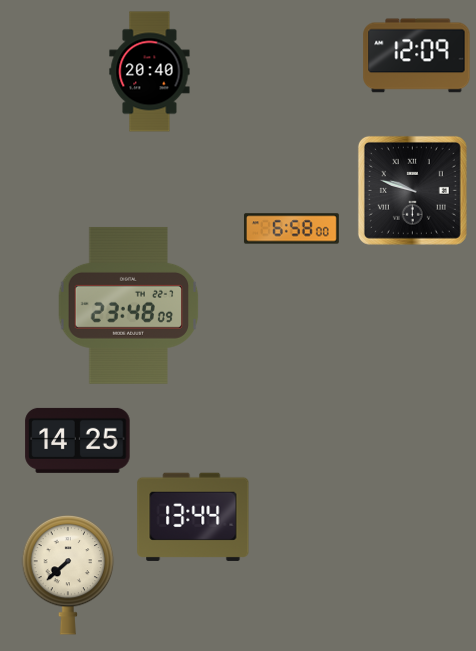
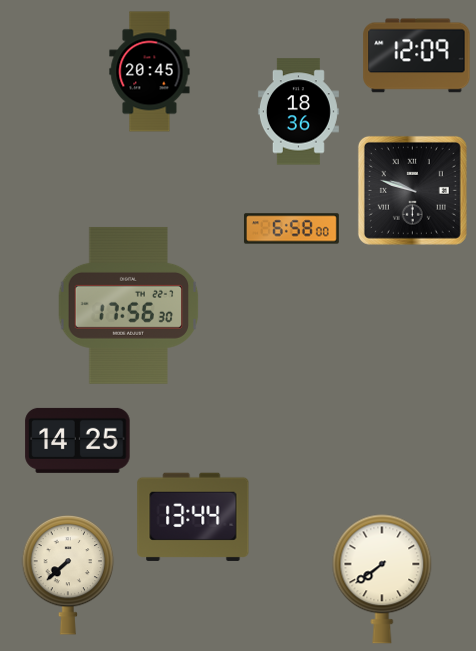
clock at (150, 72): 20:40 -> 20:45
clock at (298, 112): none -> 18:36
clock at (129, 305): 23:48 -> 17:56
clock at (382, 579): none -> 7:39
